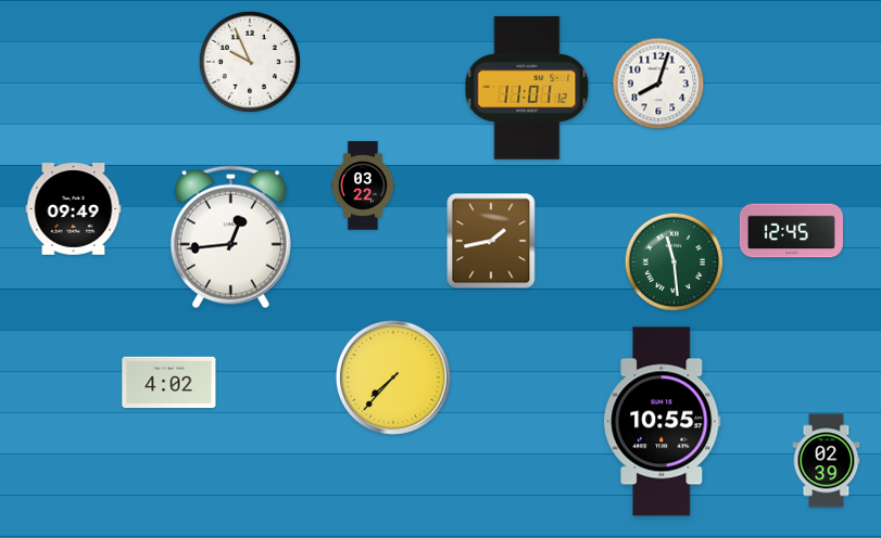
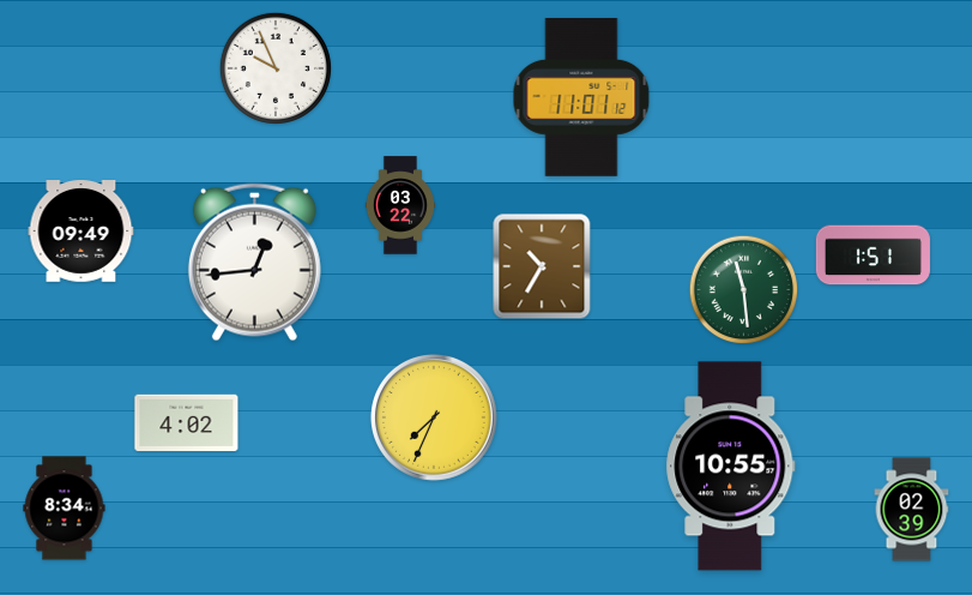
clock at (658, 84): 8:03 -> none
clock at (791, 231): 12:45 -> 1:51
clock at (491, 241): 1:43 -> 10:35
clock at (393, 377): 7:37 -> 7:34
clock at (65, 509): none -> 8:34
